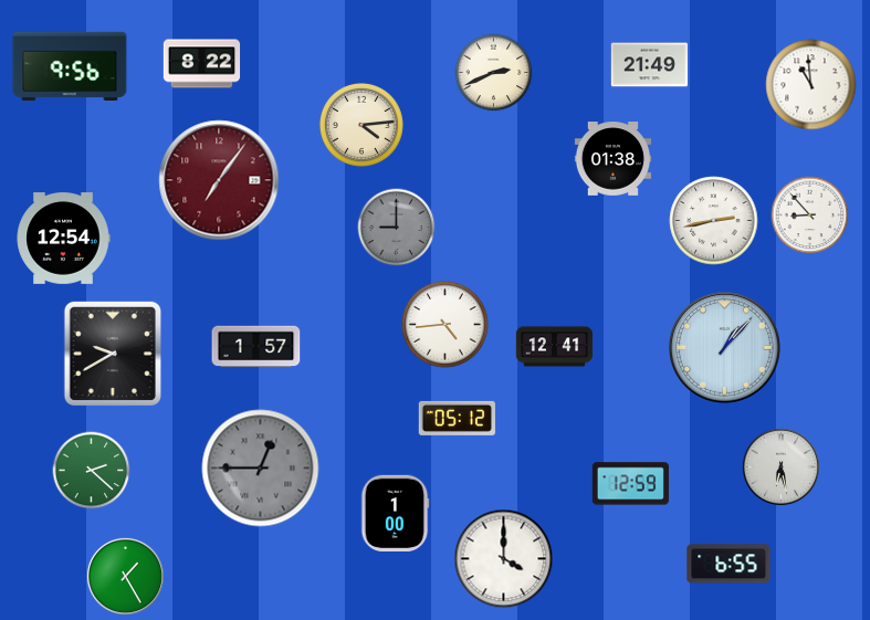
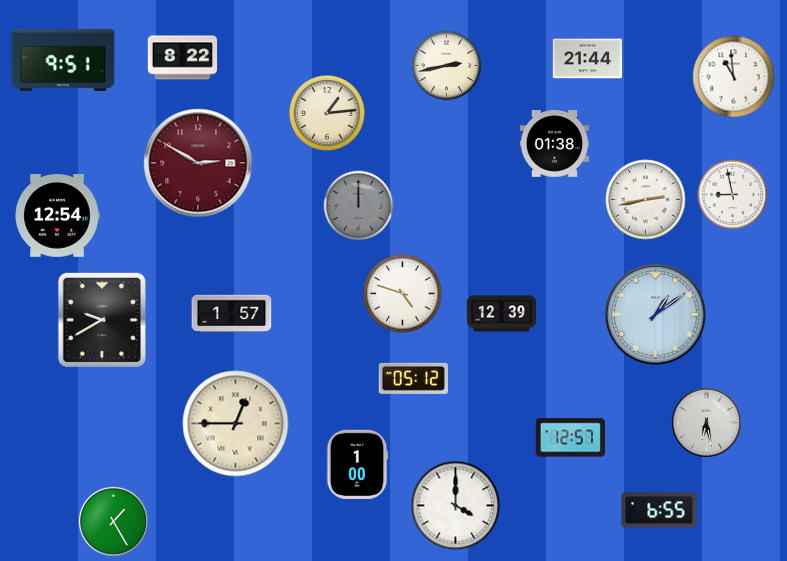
clock at (70, 65): 9:56 -> 9:51
clock at (649, 65): 21:49 -> 21:44
clock at (494, 73): 2:41 -> 2:43
clock at (361, 125): 4:14 -> 1:14
clock at (219, 180): 7:06 -> 2:50
clock at (810, 216): 8:53 -> 8:58
clock at (397, 228): 9:00 -> 12:00
clock at (446, 325): 4:44 -> 4:48
clock at (555, 347): 12:41 -> 12:39
clock at (724, 347): 1:07 -> 1:09
clock at (261, 469) dial: grey -> cream
clock at (92, 471): 2:22 -> none
clock at (630, 484): 12:59 -> 12:57
